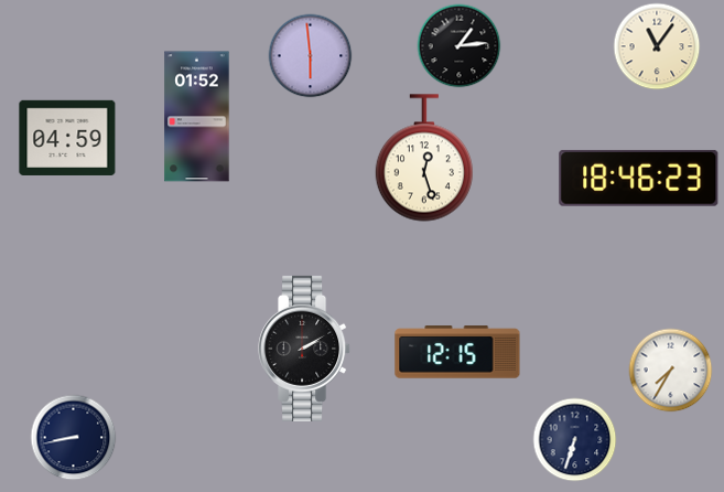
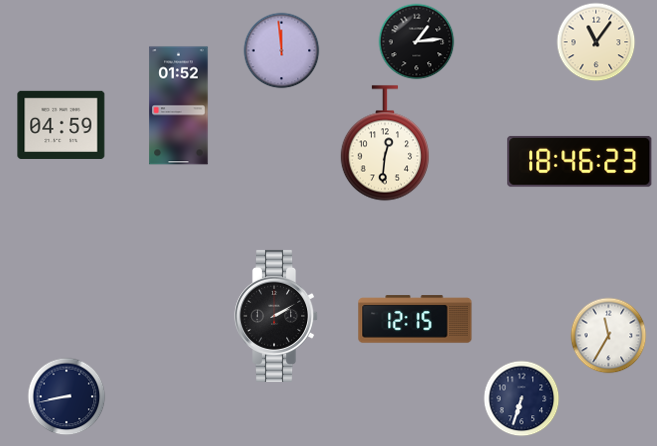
clock at (311, 56): 5:59 -> 11:59
clock at (424, 158): 12:27 -> 12:31
clock at (671, 371): 7:35 -> 11:35
